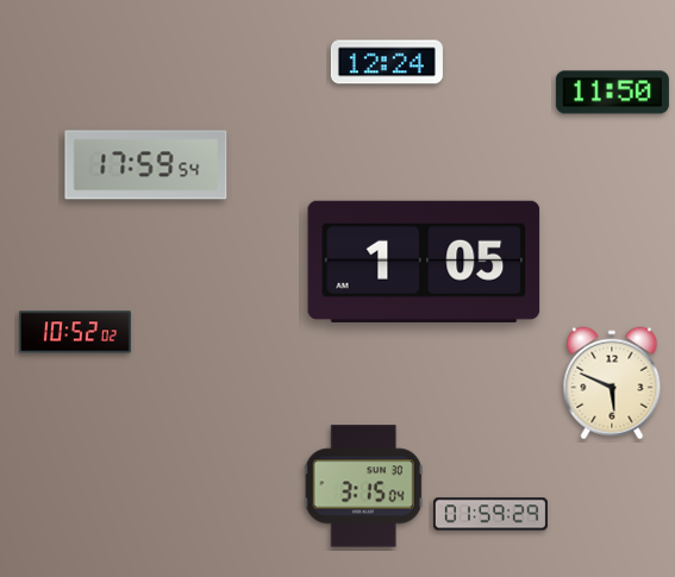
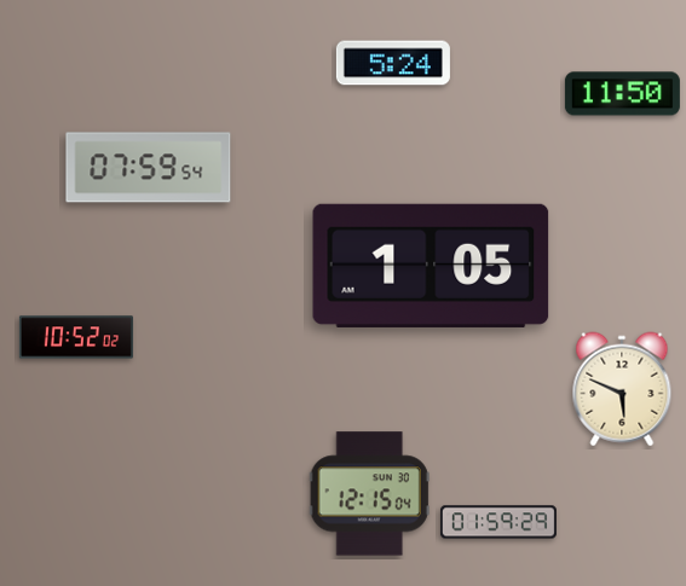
clock at (387, 62): 12:24 -> 5:24
clock at (146, 165): 17:59 -> 07:59
clock at (363, 487): 3:15 -> 12:15
